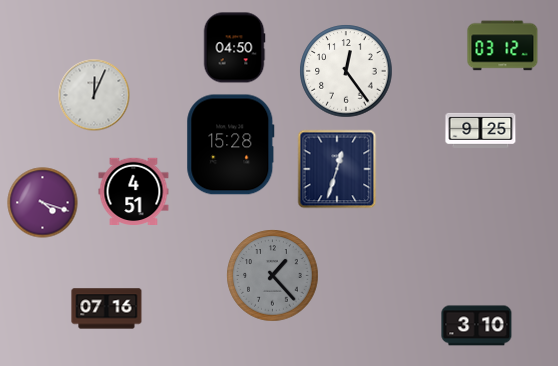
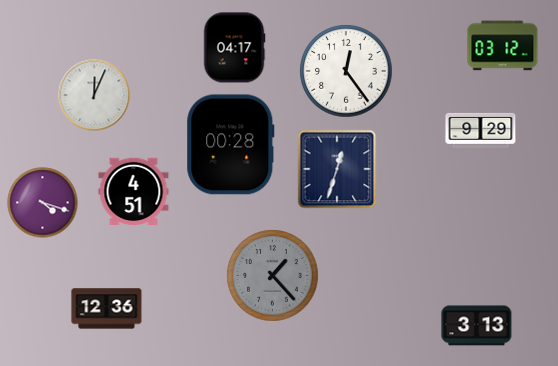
clock at (234, 48): 04:50 -> 04:17
clock at (481, 130): 9:25 -> 9:29
clock at (231, 145): 15:28 -> 00:28
clock at (107, 309): 07:16 -> 12:36
clock at (477, 326): 3:10 -> 3:13
